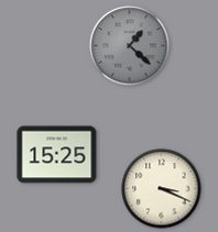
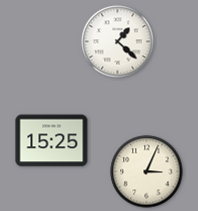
clock at (130, 46) dial: grey -> white
clock at (162, 189): 3:19 -> 3:04
